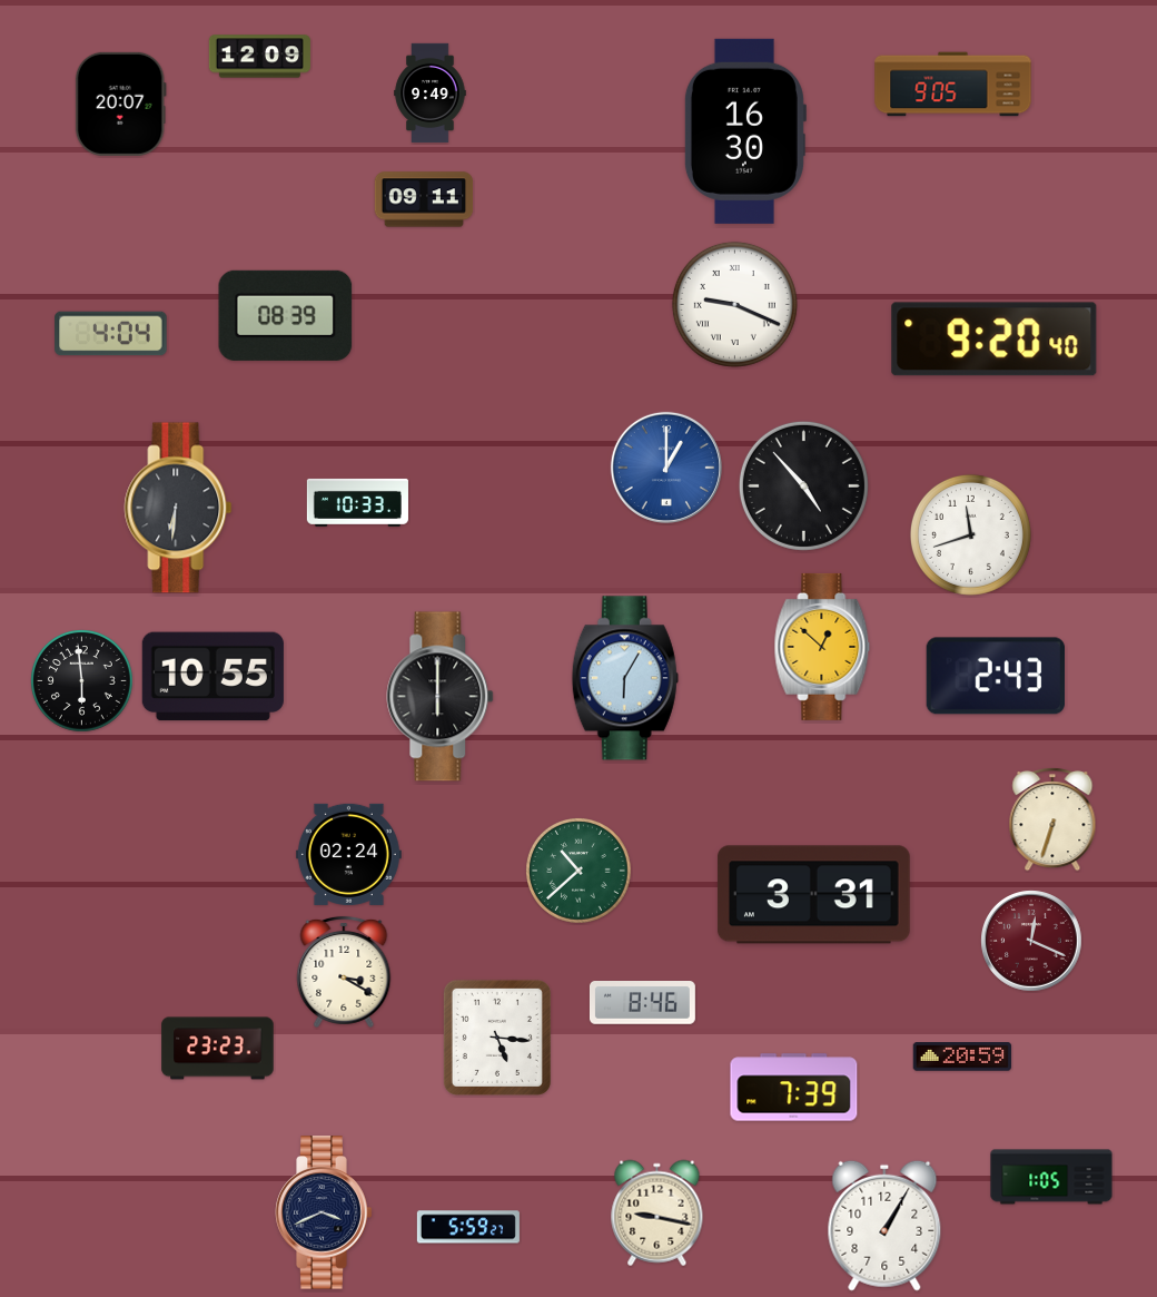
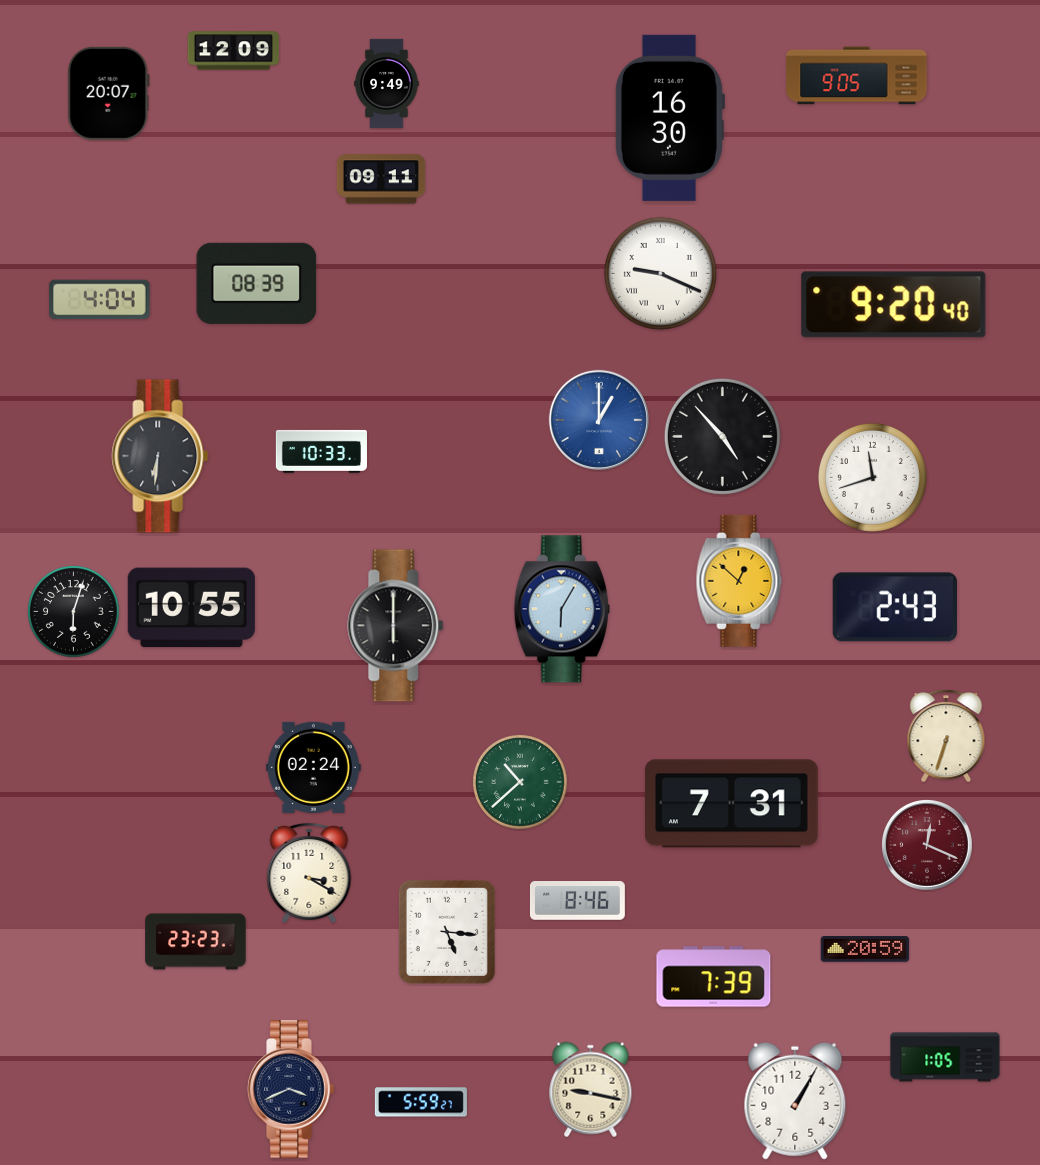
clock at (970, 534) position: (970, 534) -> (872, 477)
clock at (82, 681): 5:59 -> 6:03
clock at (814, 895): 3:31 -> 7:31
